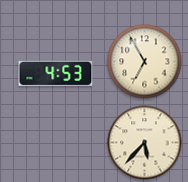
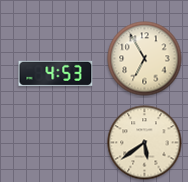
clock at (145, 62) position: (145, 62) -> (145, 59)
clock at (145, 143): 5:37 -> 5:39
